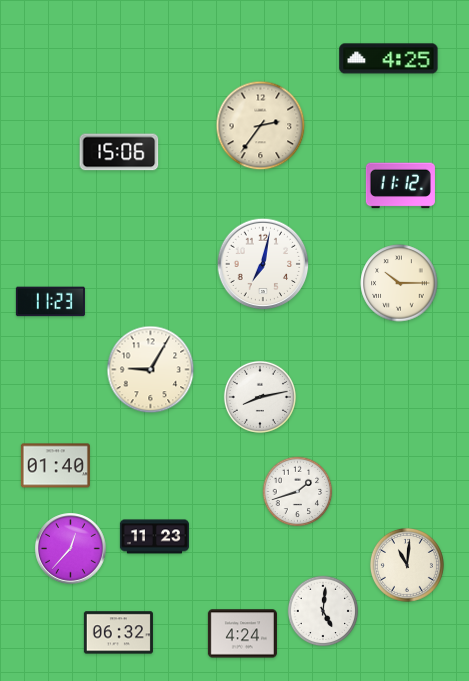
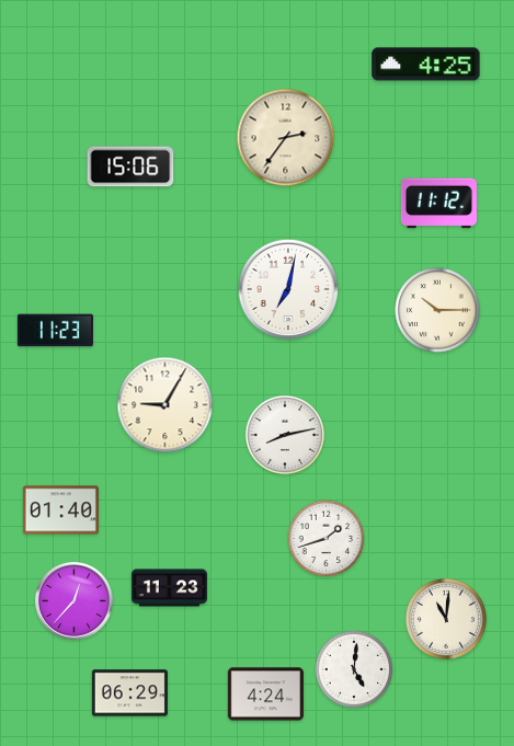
clock at (71, 549) position: (71, 549) -> (75, 601)
clock at (118, 633): 06:32 -> 06:29
